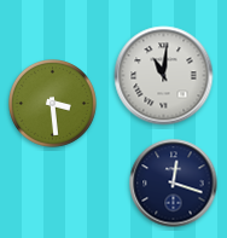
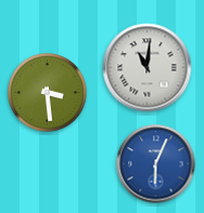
clock at (174, 184): 12:18 -> 6:04
clock at (174, 184) dial: navy -> blue
